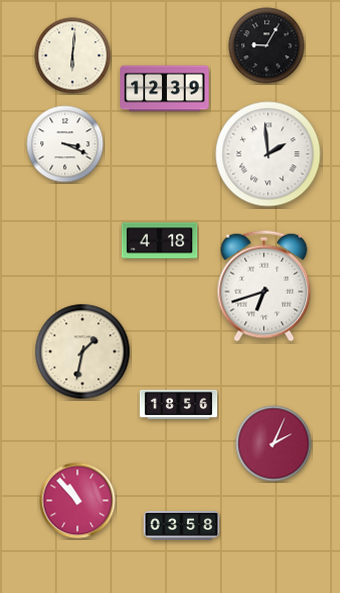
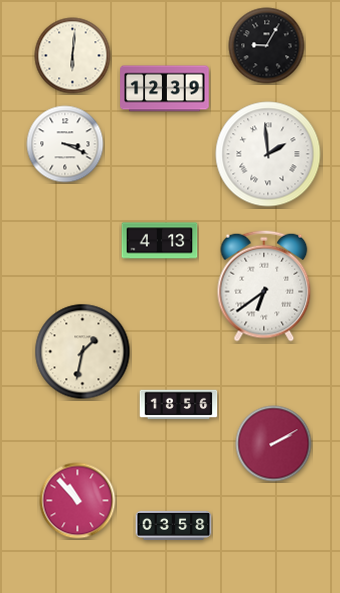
clock at (160, 241): 4:18 -> 4:13
clock at (264, 286): 6:42 -> 6:39
clock at (274, 444): 2:04 -> 2:10
clock at (182, 525) position: (182, 525) -> (174, 525)
